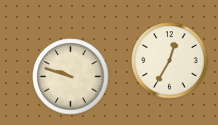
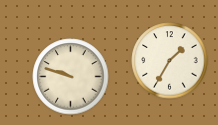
clock at (170, 61): 12:35 -> 1:35
